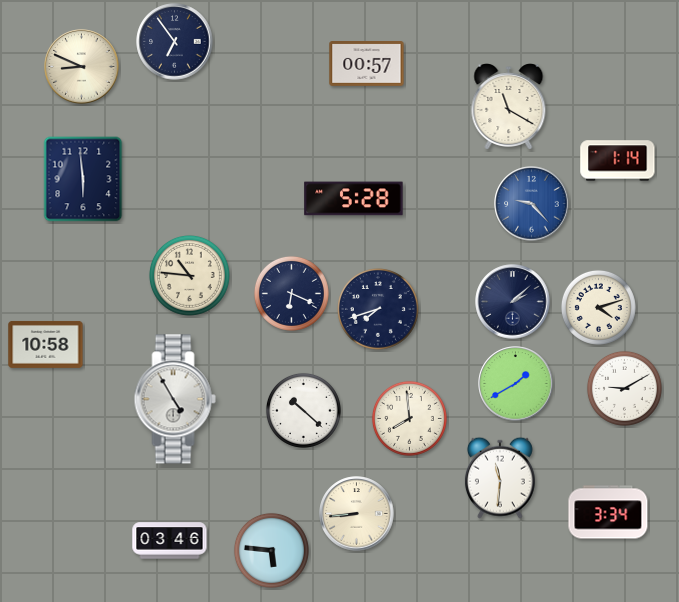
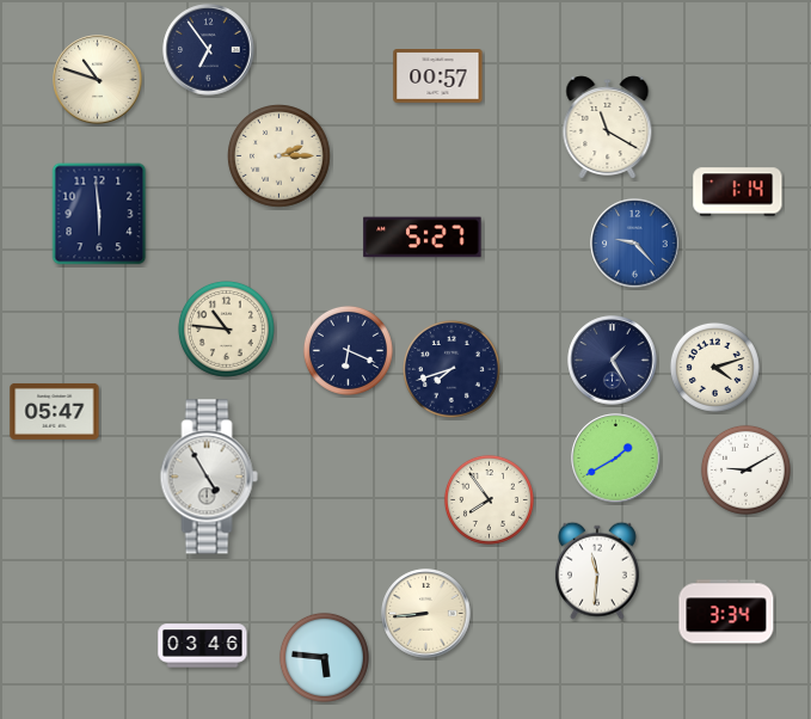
clock at (82, 67): 8:49 -> 10:48
clock at (279, 156): none -> 2:15
clock at (354, 199): 5:28 -> 5:27
clock at (513, 302): 2:08 -> 1:25
clock at (46, 344): 10:58 -> 05:47
clock at (624, 388) position: (624, 388) -> (745, 469)
clock at (303, 410): 10:22 -> none
clock at (409, 418): 7:59 -> 7:54
